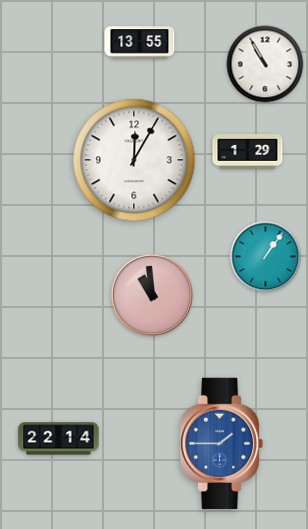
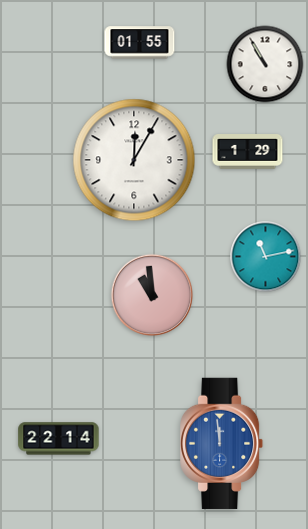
clock at (140, 43): 13:55 -> 01:55
clock at (266, 257): 1:06 -> 11:13
clock at (223, 443): 1:45 -> 11:59
